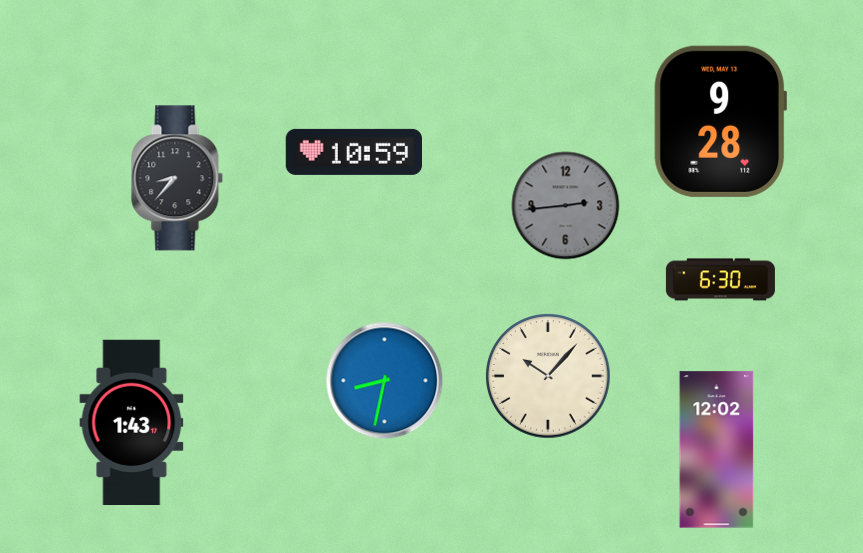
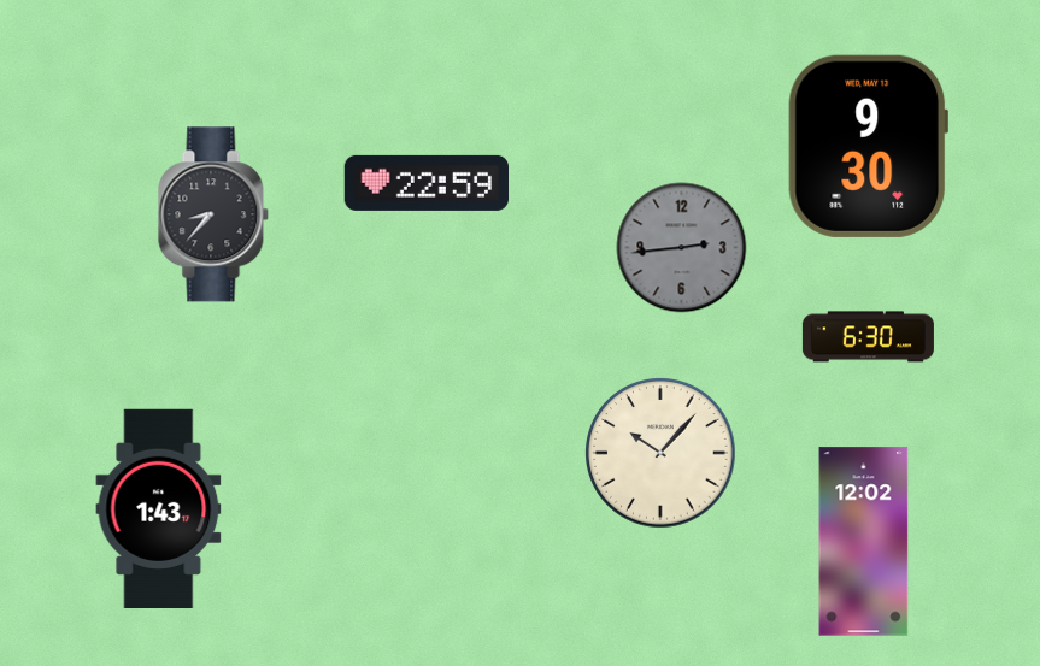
clock at (720, 121): 9:28 -> 9:30
clock at (353, 152): 10:59 -> 22:59
clock at (385, 381): 8:32 -> none
